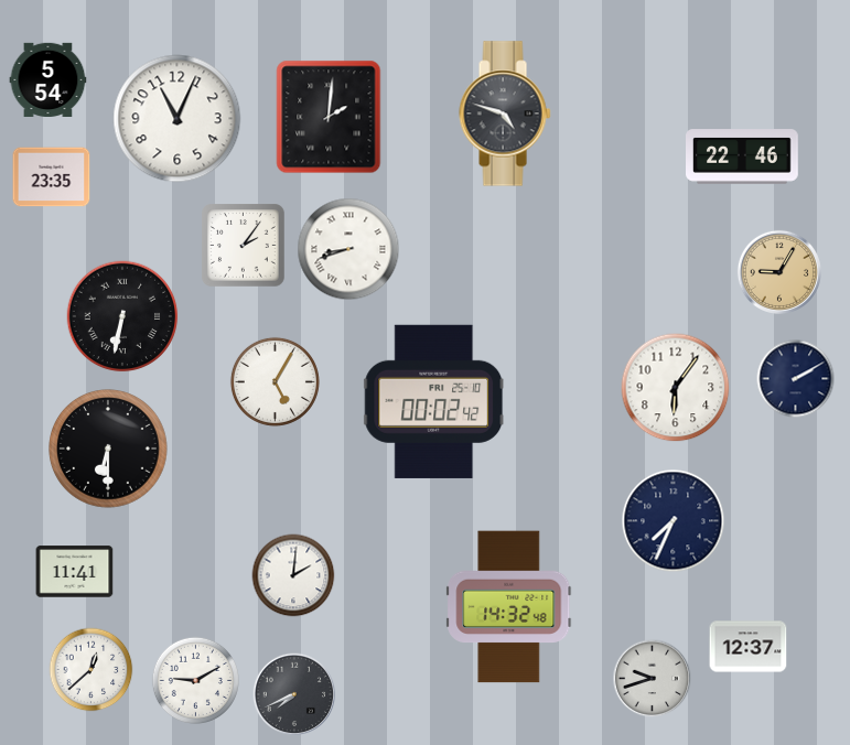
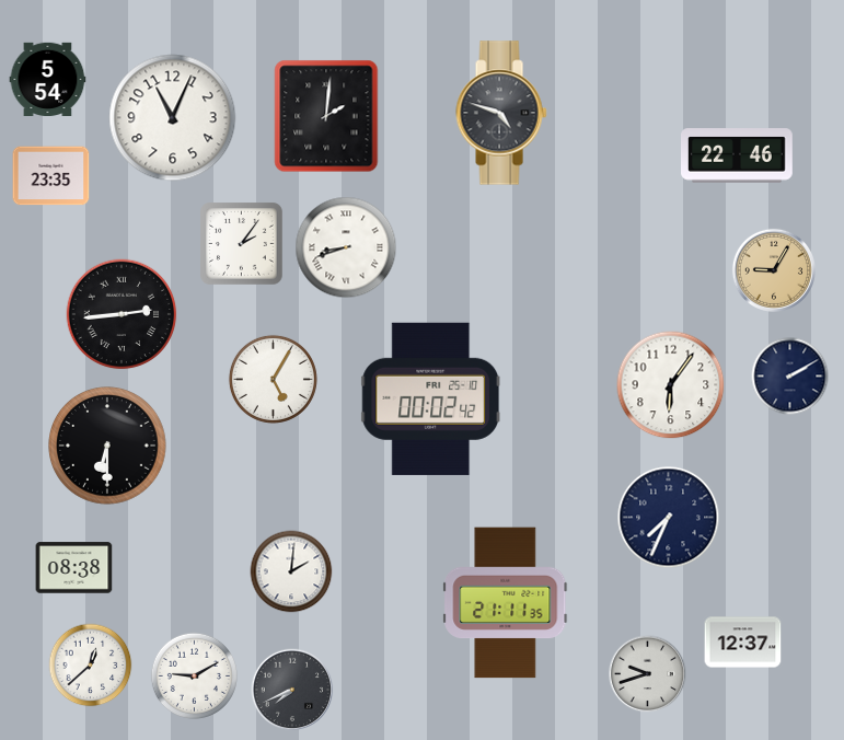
clock at (177, 119) position: (177, 119) -> (173, 118)
clock at (122, 316): 6:32 -> 2:44
clock at (75, 572): 11:41 -> 08:38
clock at (509, 607): 14:32 -> 21:11
